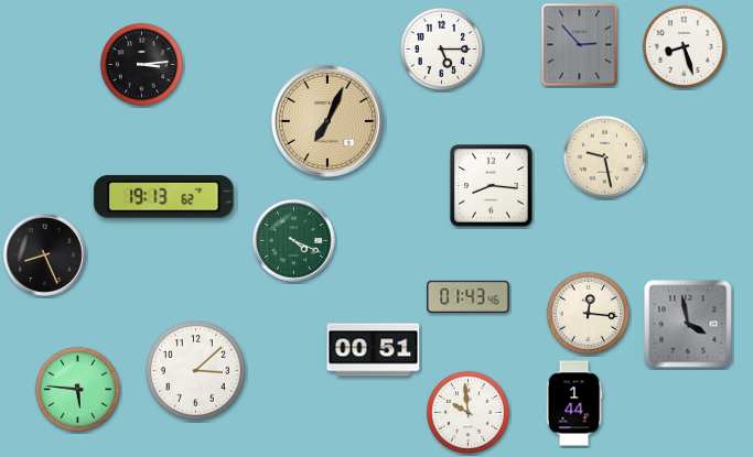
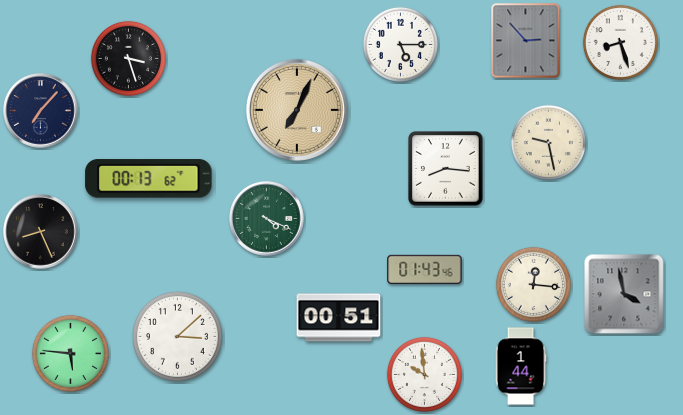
clock at (141, 64): 3:14 -> 3:27
clock at (41, 111): none -> 7:07
clock at (164, 197): 19:13 -> 00:13
